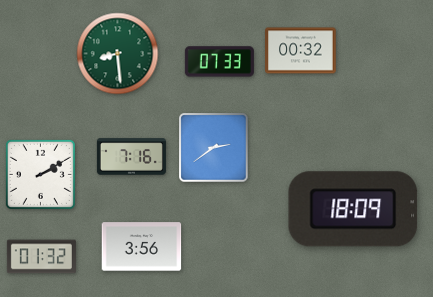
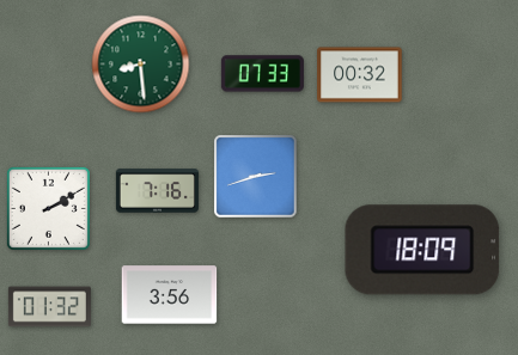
clock at (301, 51) position: (301, 51) -> (360, 75)
clock at (214, 148): 2:39 -> 2:42
clock at (131, 157) position: (131, 157) -> (157, 191)
